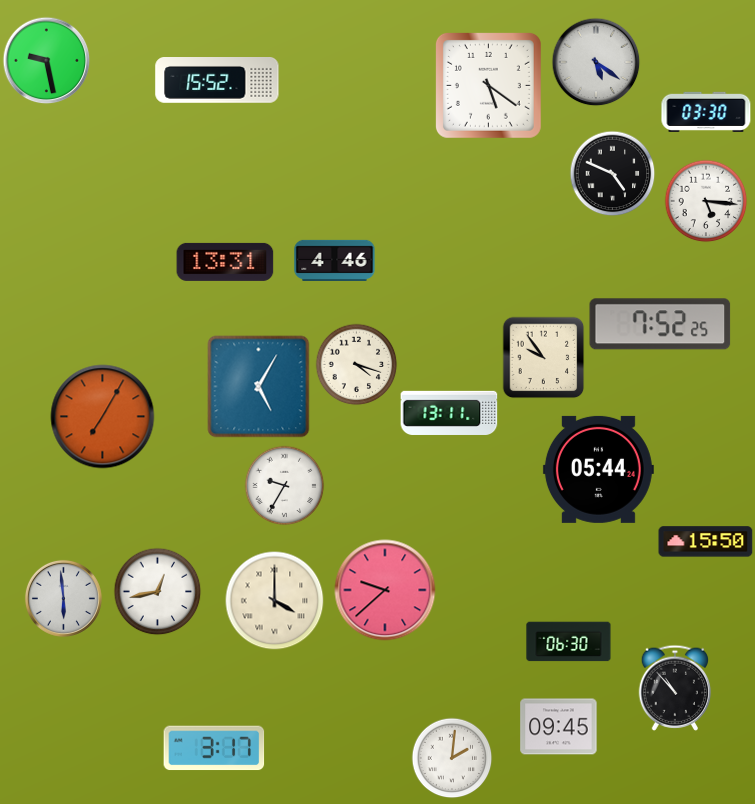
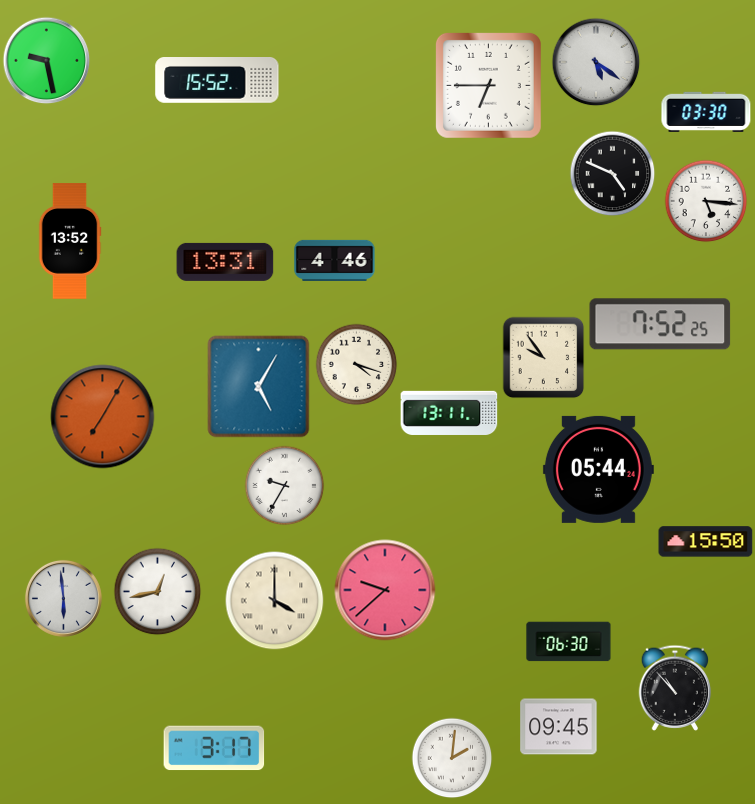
clock at (488, 85): 5:21 -> 6:45
clock at (70, 241): none -> 13:52
